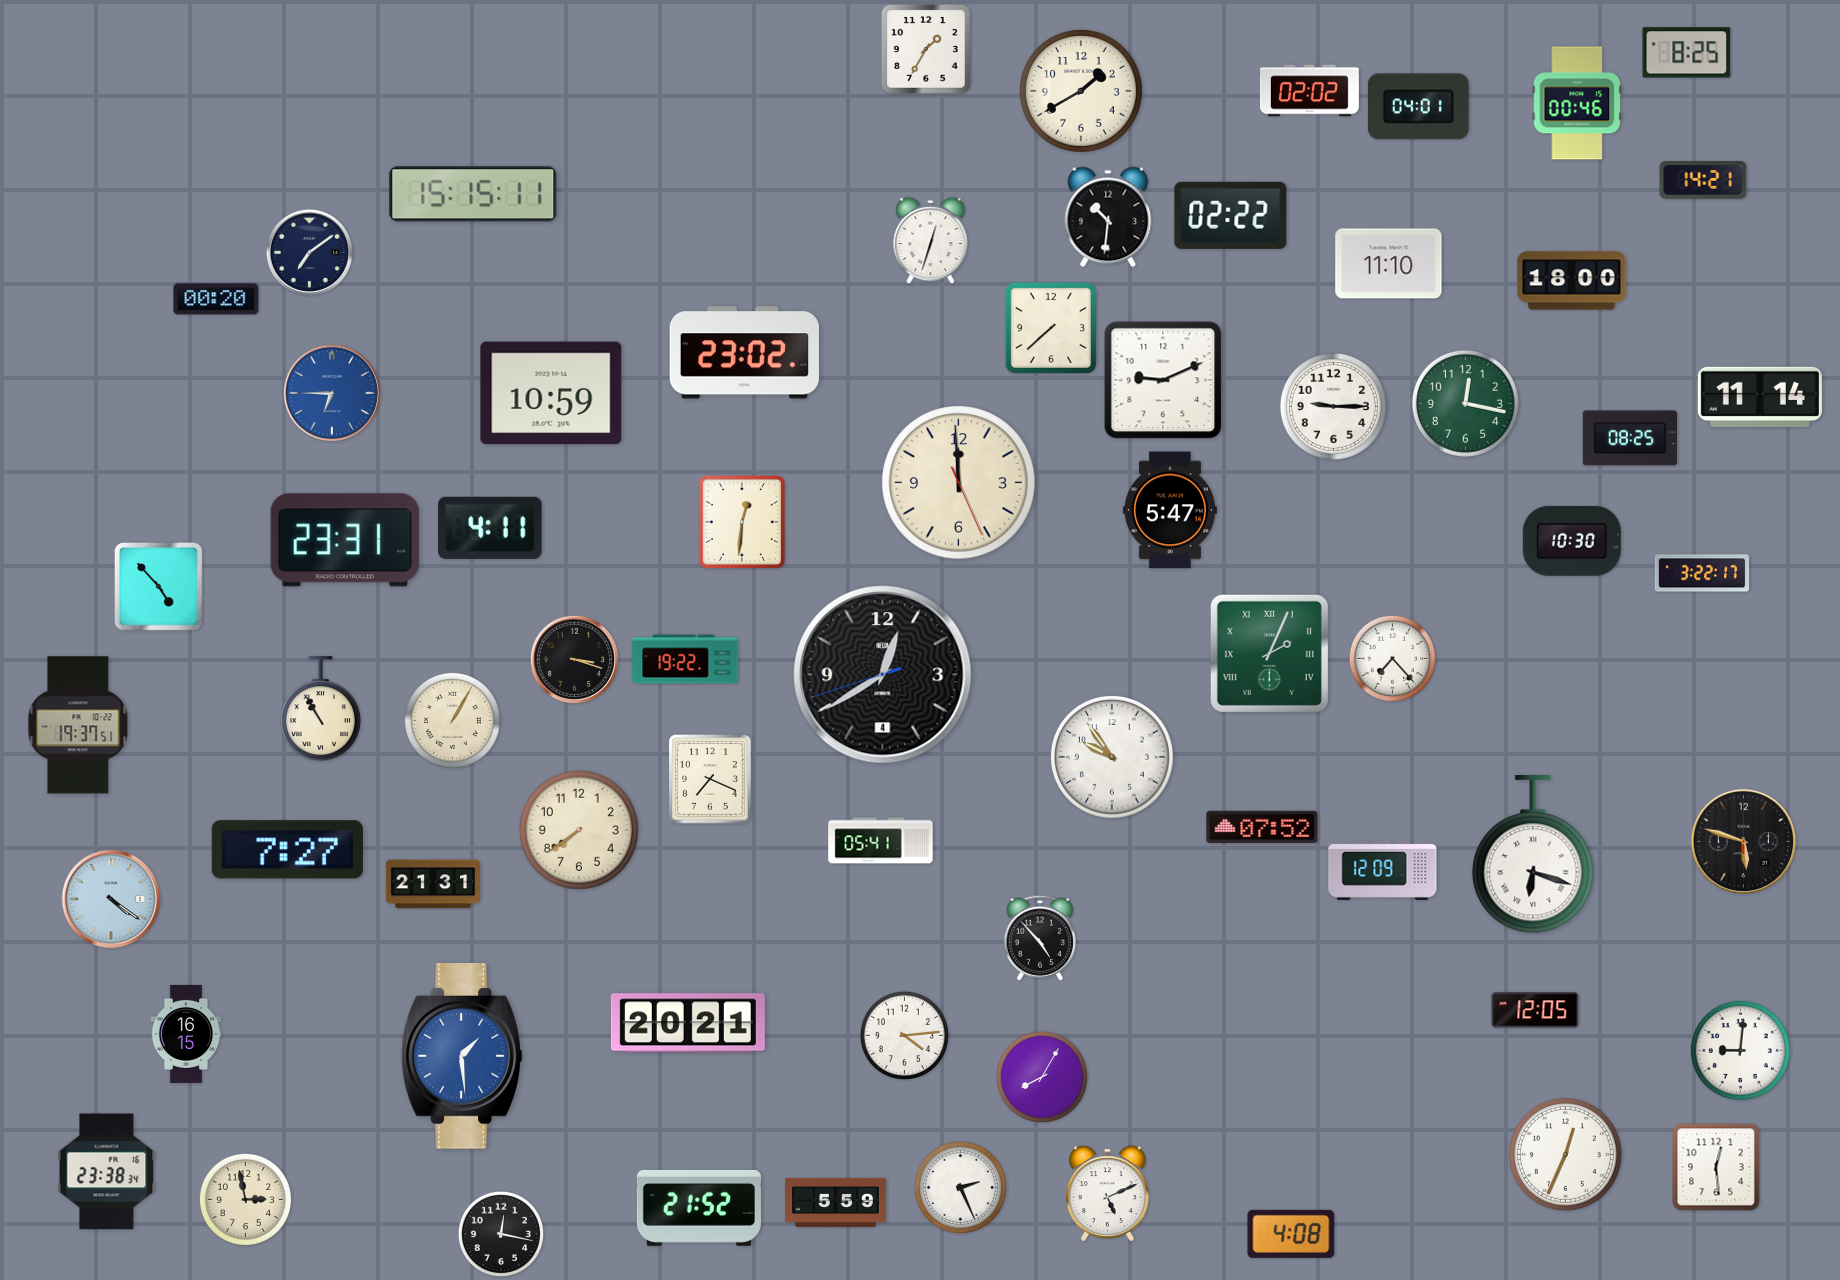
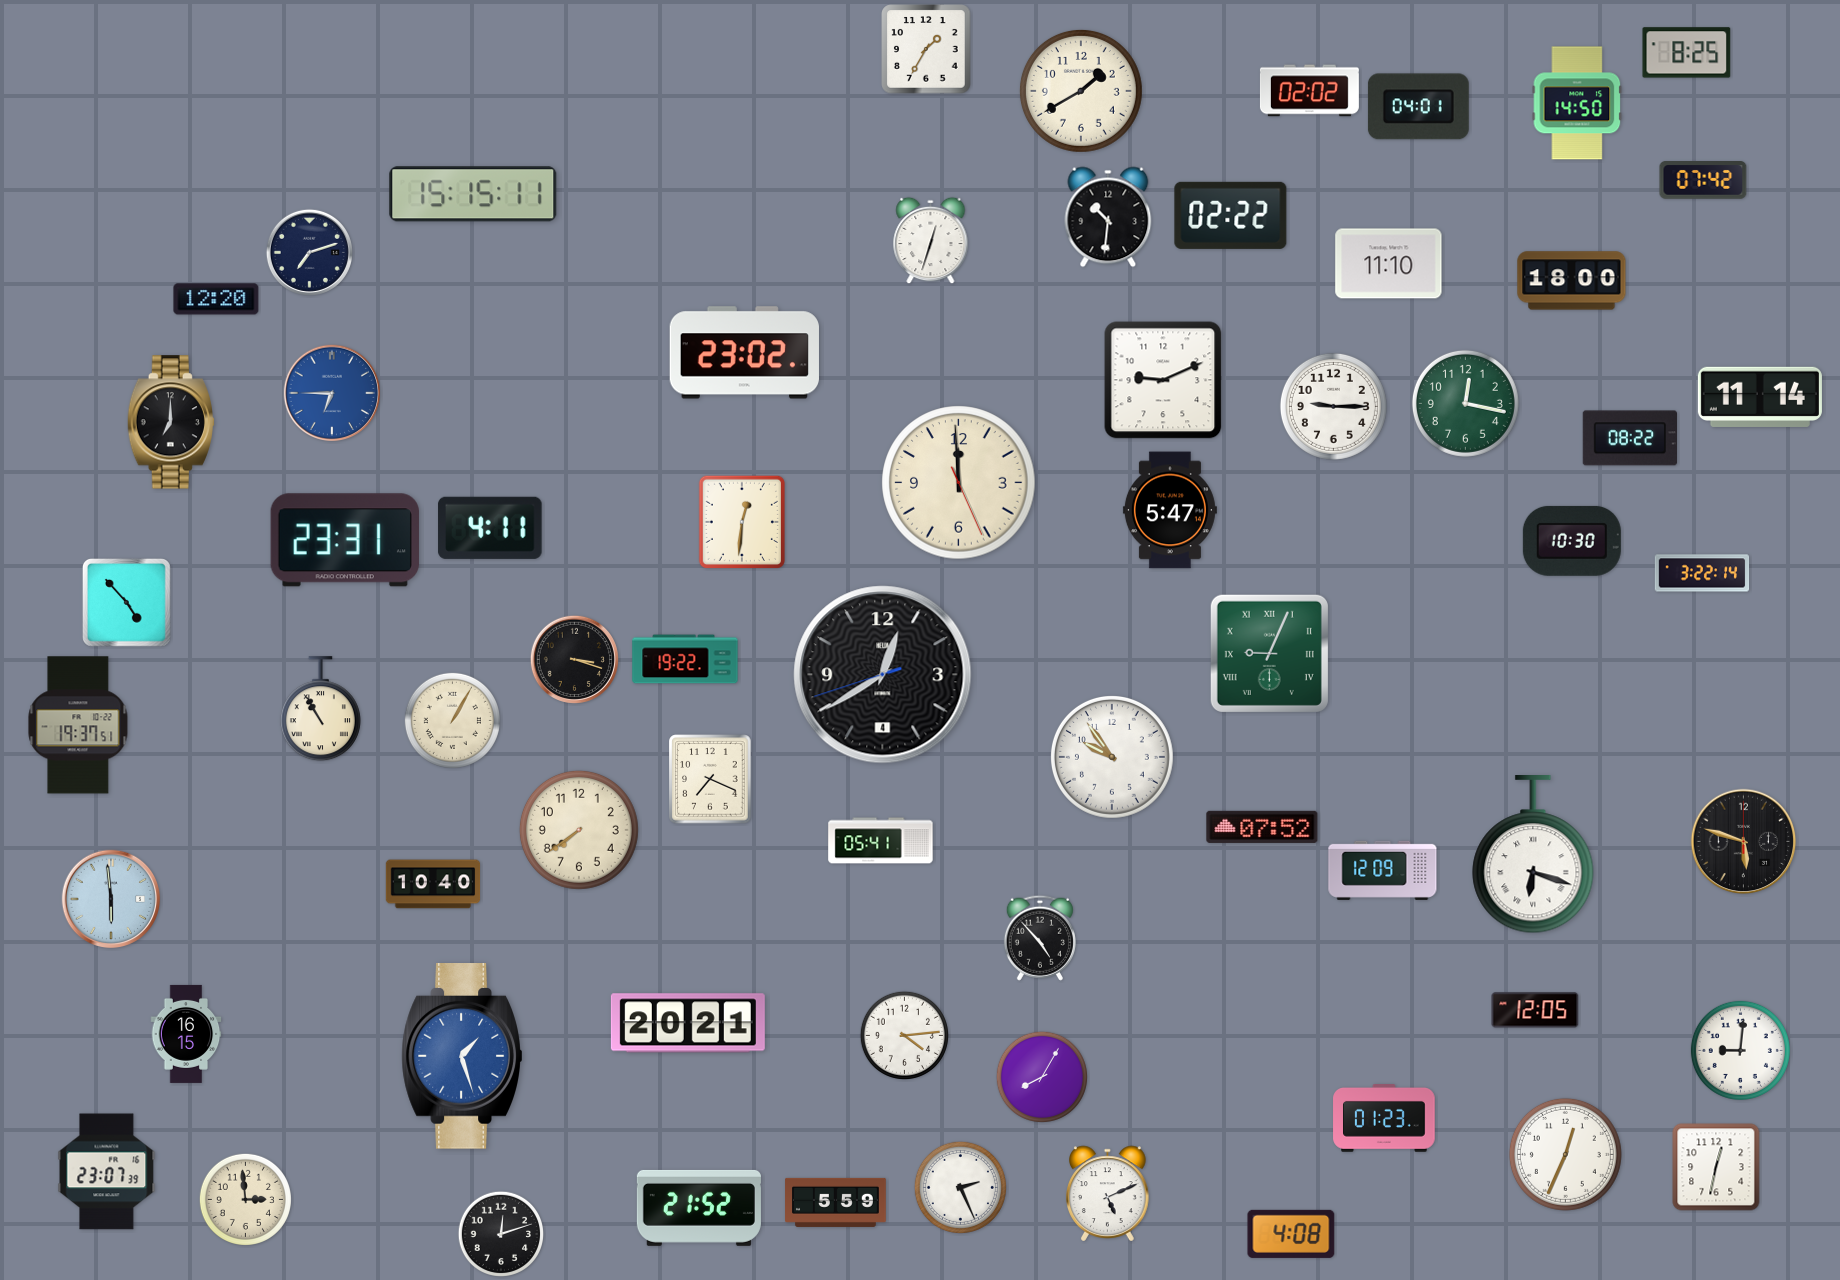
clock at (1577, 103): 00:46 -> 14:50
clock at (1703, 181): 14:21 -> 07:42
clock at (309, 252): 7:09 -> 7:12
clock at (216, 299): 00:20 -> 12:20
clock at (1051, 328): 7:38 -> none
clock at (551, 393): 10:59 -> none
clock at (170, 422): none -> 7:00
clock at (1629, 438): 08:25 -> 08:22
clock at (1702, 573): 3:22:17 -> 3:22:14
clock at (158, 586) position: (158, 586) -> (126, 602)
clock at (1269, 653): 2:04 -> 9:04
clock at (1392, 658): 7:23 -> none
clock at (287, 850): 7:27 -> none
clock at (433, 884): 21:31 -> 10:40
clock at (111, 899): 4:21 -> 5:59
clock at (462, 1057): 1:29 -> 1:27
clock at (1384, 1119): none -> 01:23
clock at (1716, 1167): 12:29 -> 12:32
clock at (107, 1172): 23:38 -> 23:07
clock at (245, 1199): 2:58 -> 2:59
clock at (500, 1233): 12:17 -> 12:12
